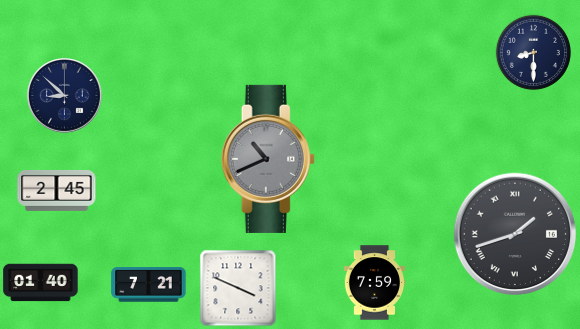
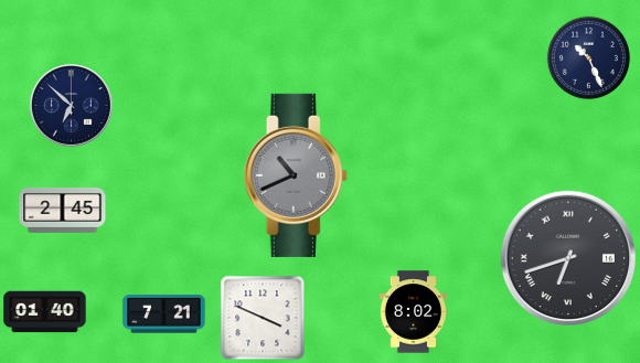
clock at (533, 52): 8:30 -> 10:26
clock at (65, 96): 8:52 -> 6:52
clock at (515, 234): 1:42 -> 6:42
clock at (375, 283): 7:59 -> 8:02
